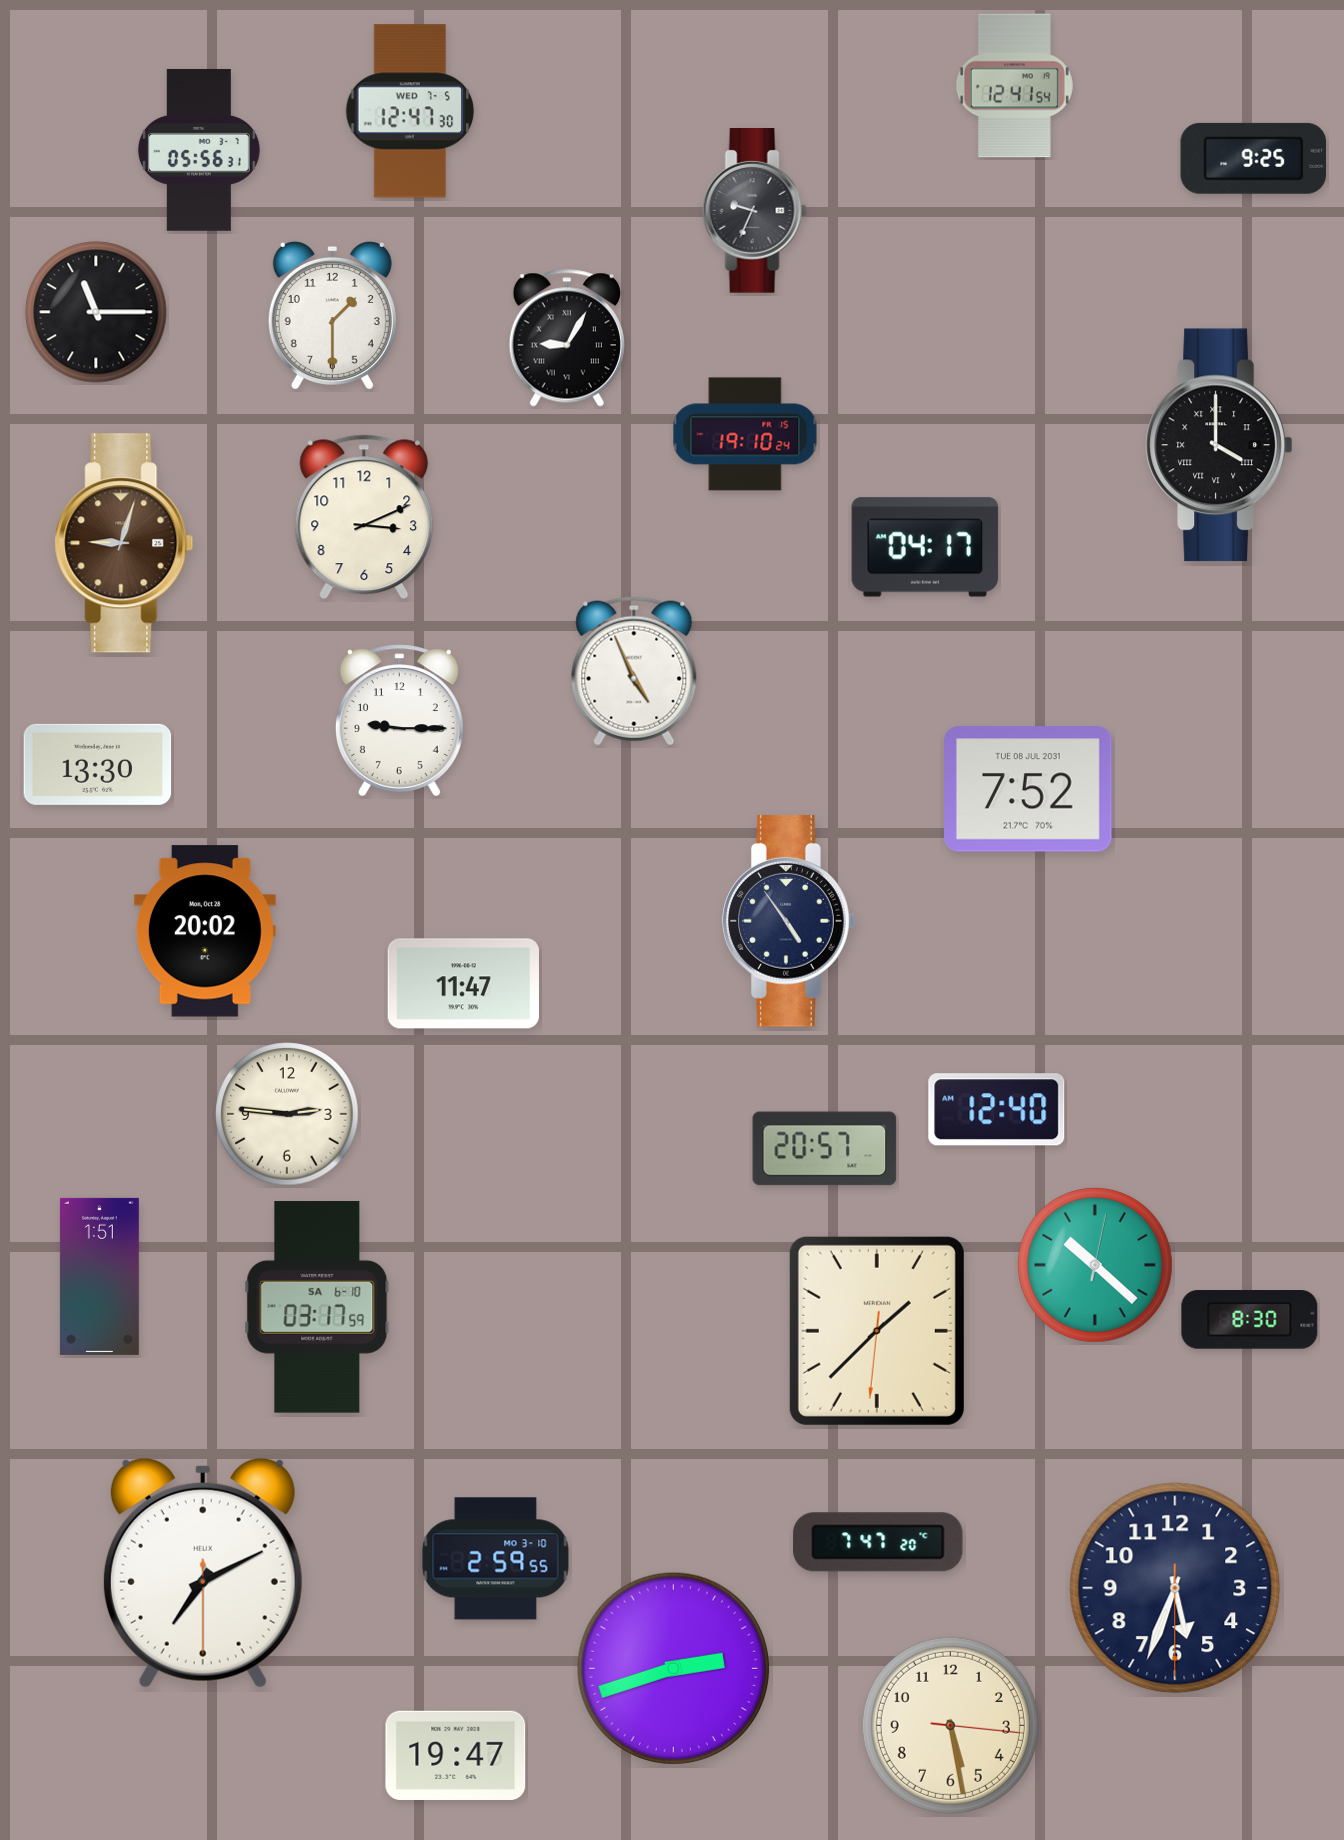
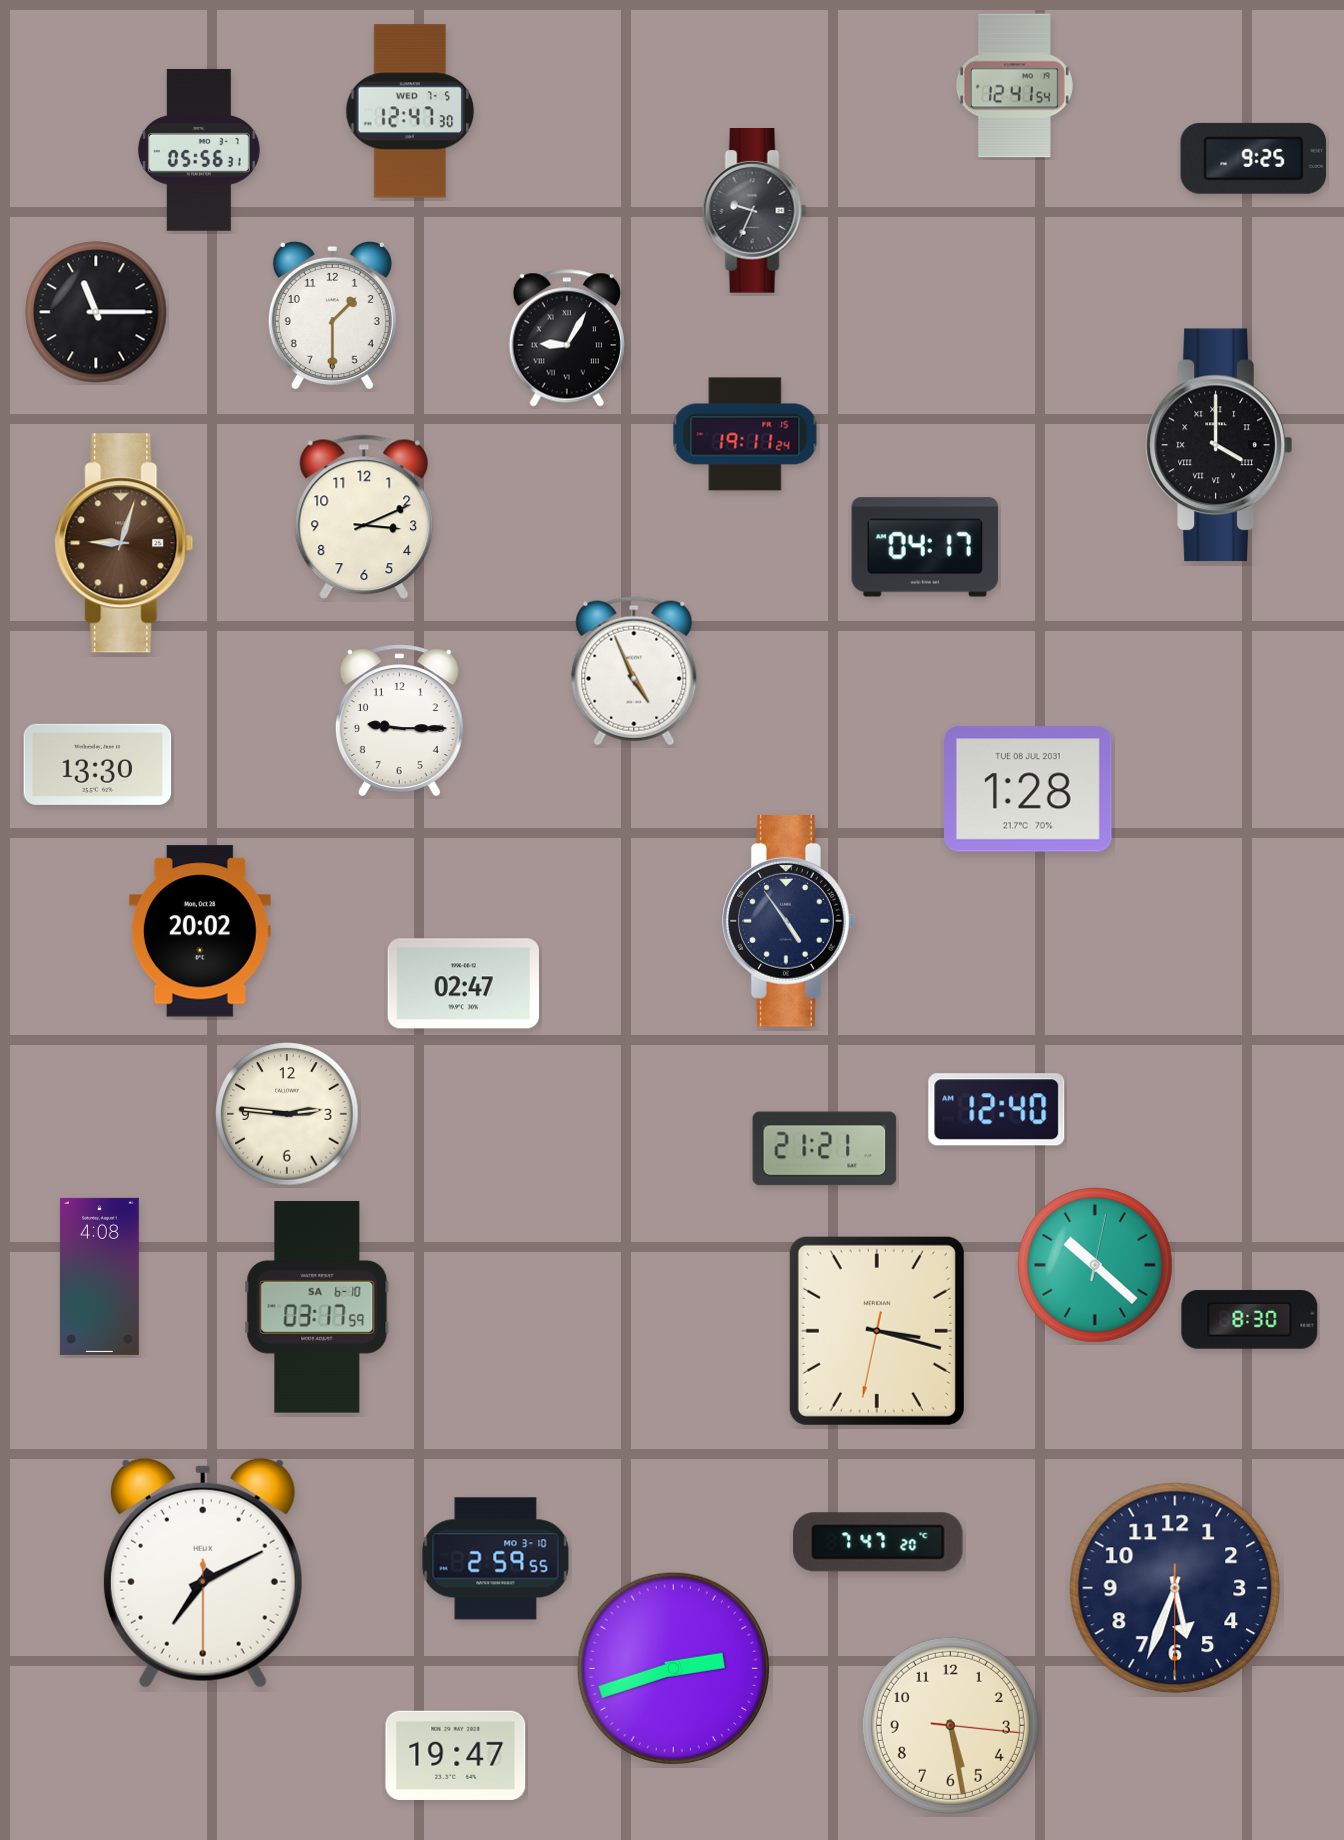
clock at (745, 434): 19:10 -> 19:11
clock at (1028, 789): 7:52 -> 1:28
clock at (205, 931) position: (205, 931) -> (200, 931)
clock at (463, 984): 11:47 -> 02:47
clock at (825, 1149): 20:57 -> 21:21
clock at (99, 1276): 1:51 -> 4:08
clock at (877, 1331): 1:37 -> 3:17
